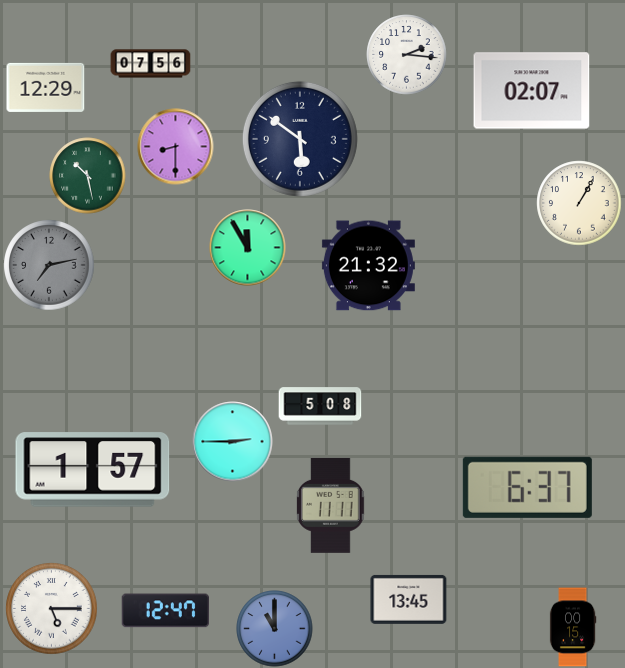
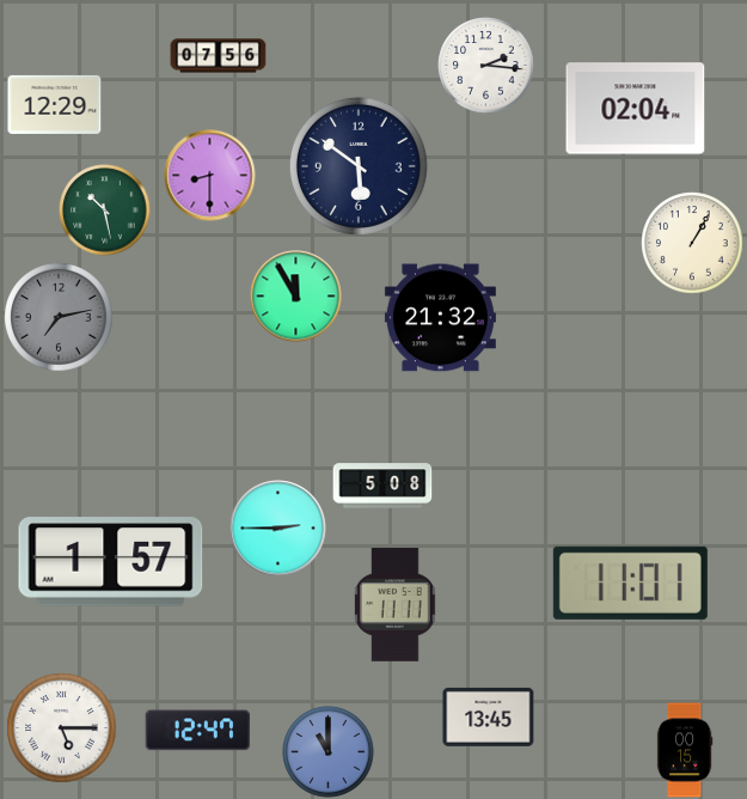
clock at (151, 64) position: (151, 64) -> (219, 56)
clock at (532, 91): 02:07 -> 02:04
clock at (527, 487): 6:37 -> 11:01
